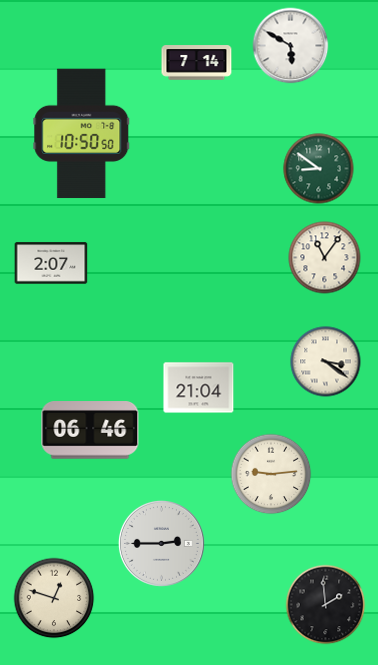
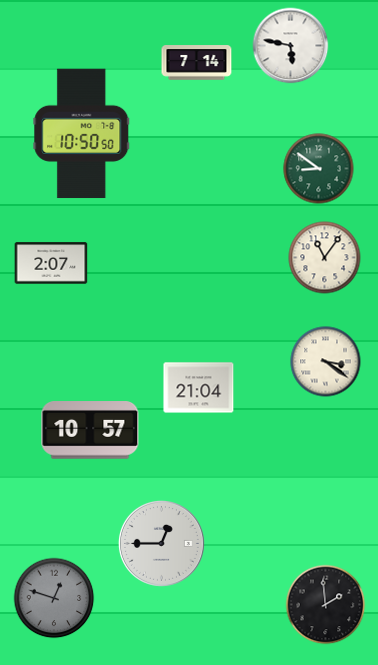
clock at (291, 46): 5:50 -> 5:47
clock at (90, 430): 06:46 -> 10:57
clock at (271, 474): 9:14 -> none
clock at (161, 543): 2:45 -> 12:45
clock at (54, 598) dial: cream -> grey
